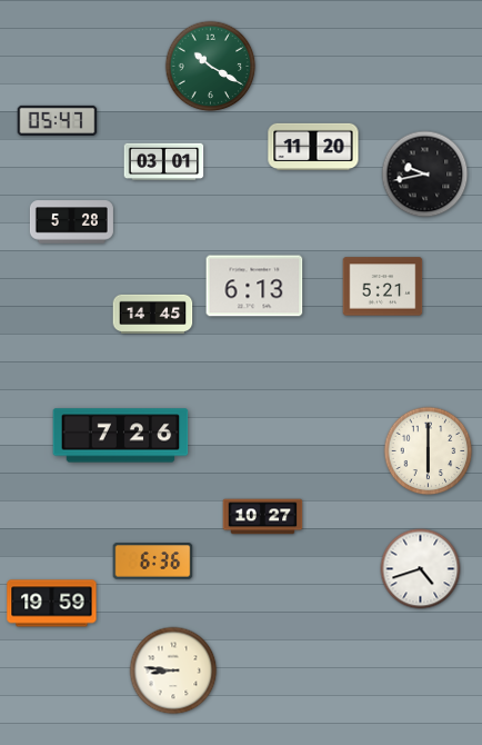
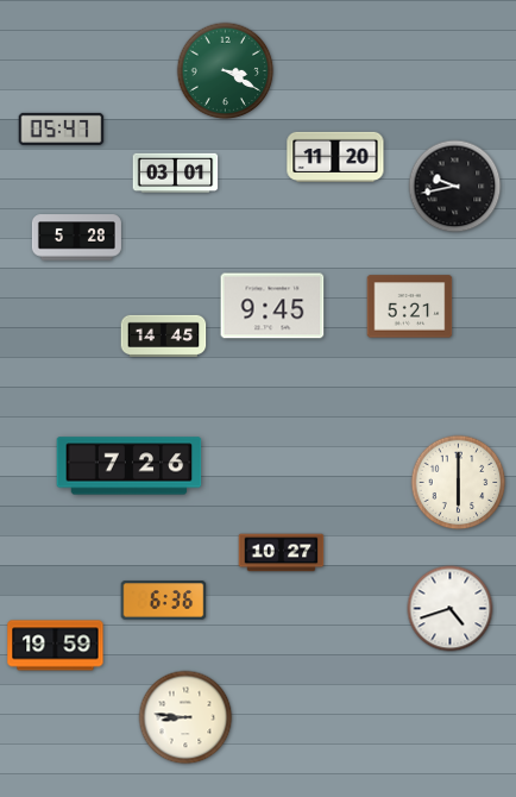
clock at (211, 67): 10:20 -> 3:20
clock at (254, 286): 6:13 -> 9:45
